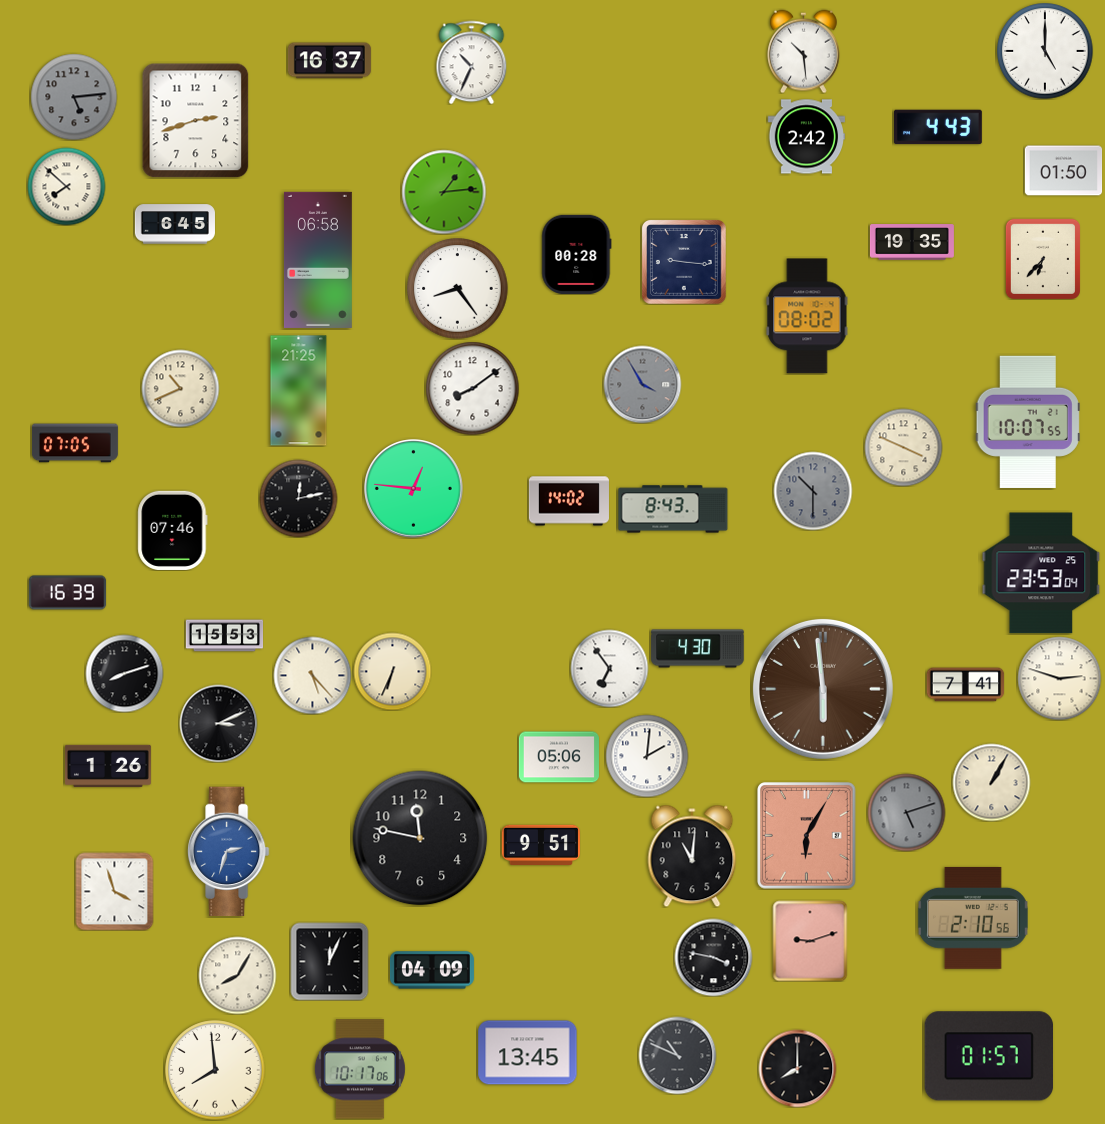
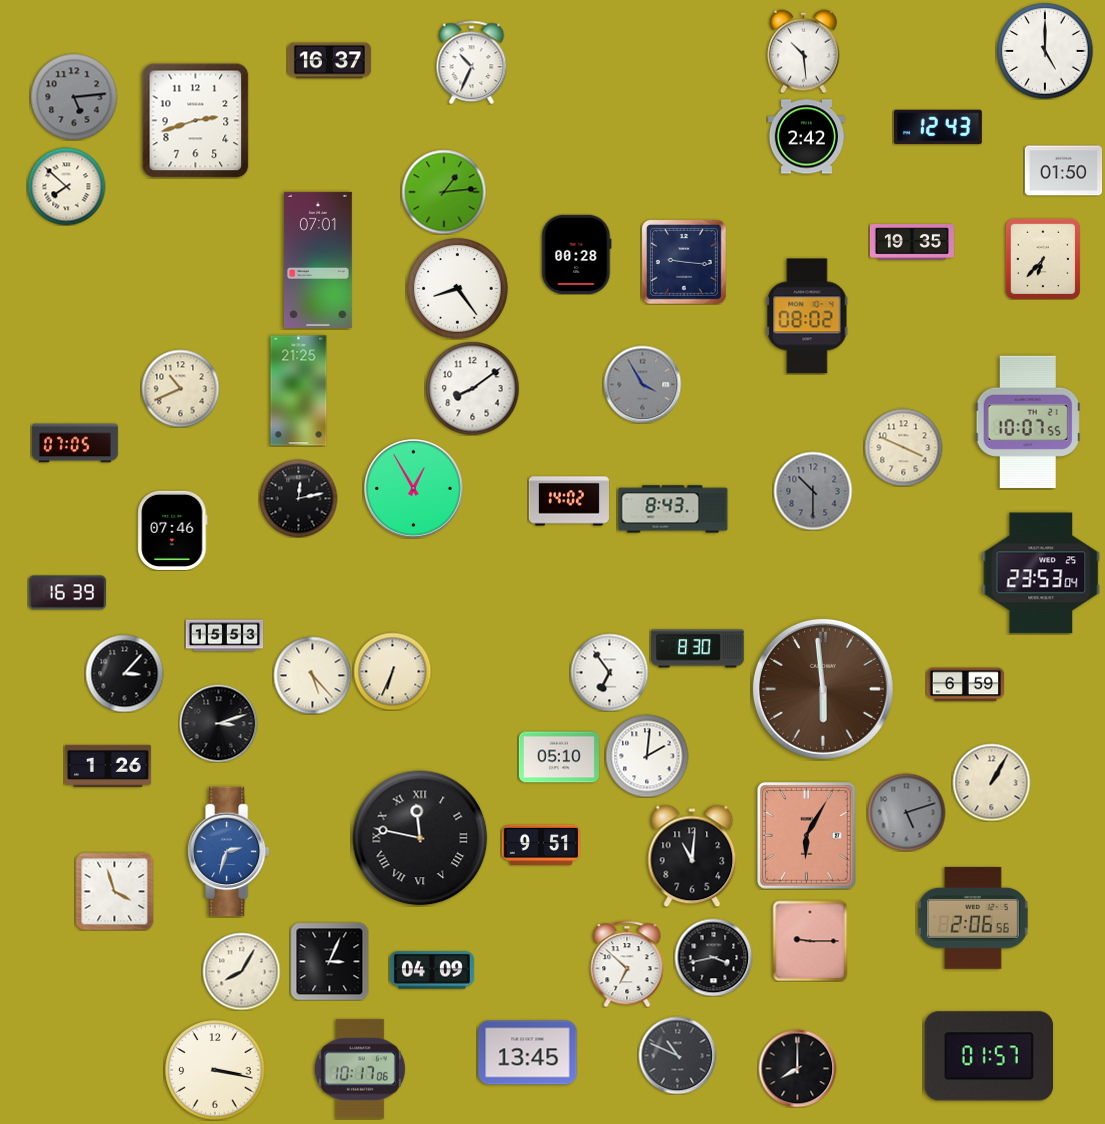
clock at (938, 127): 4:43 -> 12:43
clock at (175, 224): 6:45 -> none
clock at (318, 260): 06:58 -> 07:01
clock at (414, 489): 12:46 -> 12:55
clock at (698, 649): 4:30 -> 8:30
clock at (609, 668) position: (609, 668) -> (609, 672)
clock at (124, 673): 8:12 -> 3:07
clock at (1059, 678): 2:48 -> none
clock at (965, 685): 7:41 -> 6:59
clock at (218, 723): 3:11 -> 3:12
clock at (559, 757): 05:06 -> 05:10
clock at (420, 838) numerals: Arabic -> Roman
clock at (973, 918): 2:10 -> 2:06
clock at (810, 941): 9:12 -> 9:15
clock at (713, 957): 3:47 -> 3:43
clock at (329, 961): 12:04 -> 3:04
clock at (627, 964): none -> 6:52
clock at (237, 975) position: (237, 975) -> (241, 971)
clock at (215, 1070): 7:59 -> 3:17
